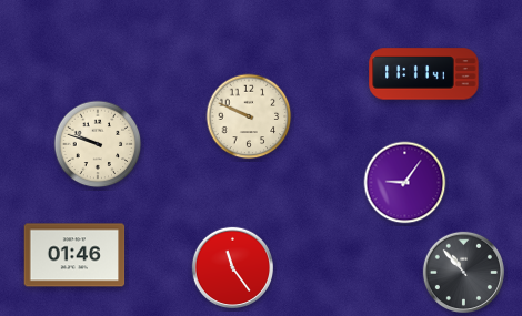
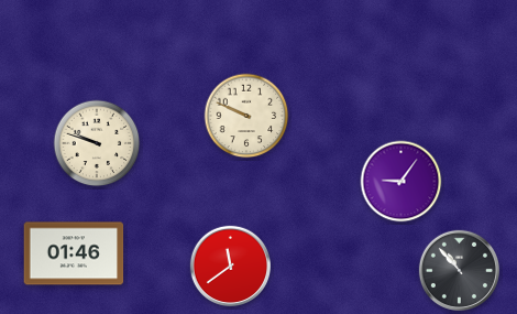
clock at (424, 74): 11:11 -> none
clock at (232, 267): 11:24 -> 11:39
